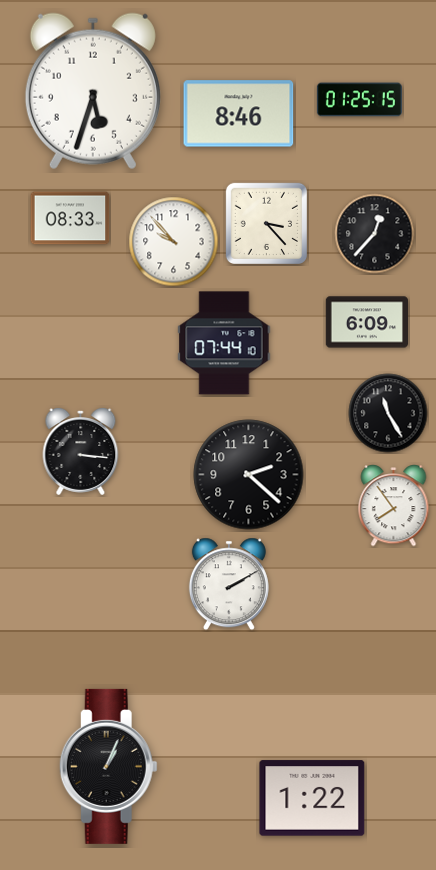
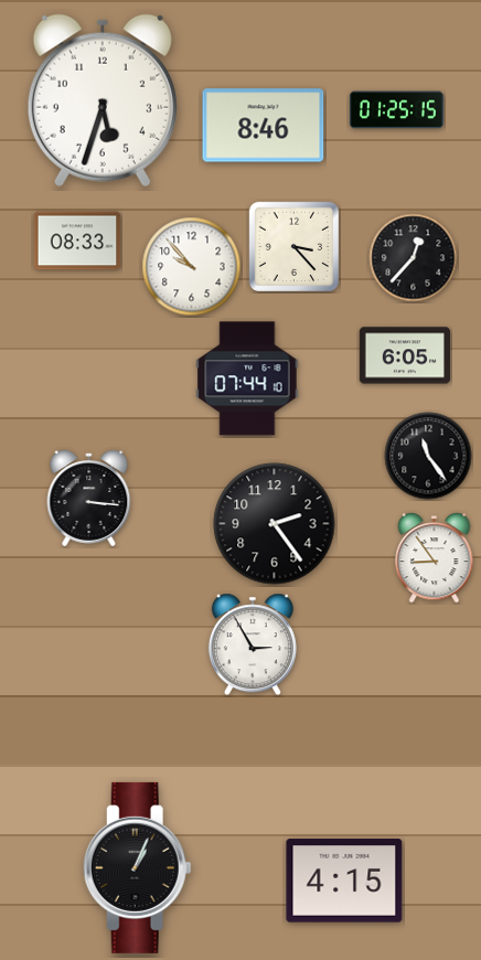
clock at (366, 322): 6:09 -> 6:05
clock at (388, 413): 11:25 -> 11:24
clock at (249, 475): 2:22 -> 2:24
clock at (394, 506): 7:54 -> 8:54
clock at (229, 584): 2:10 -> 2:55
clock at (108, 766) position: (108, 766) -> (137, 867)
clock at (312, 798): 1:22 -> 4:15
